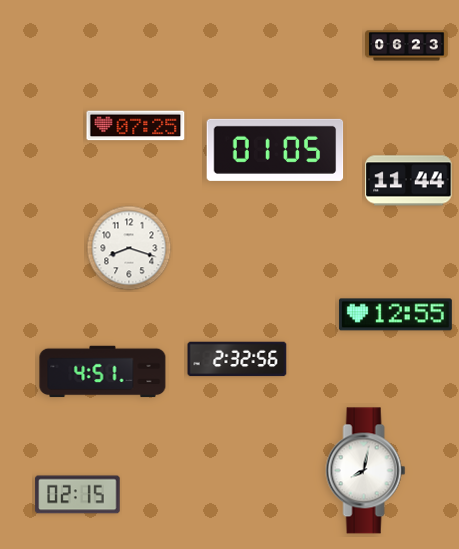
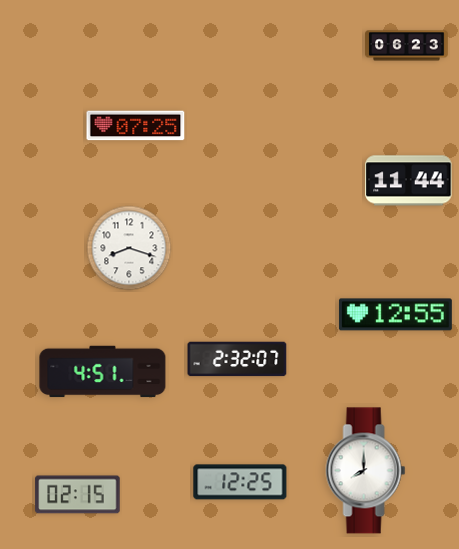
clock at (275, 150): 01:05 -> none
clock at (237, 359): 2:32:56 -> 2:32:07
clock at (366, 471): 8:02 -> 8:00
clock at (240, 482): none -> 12:25
